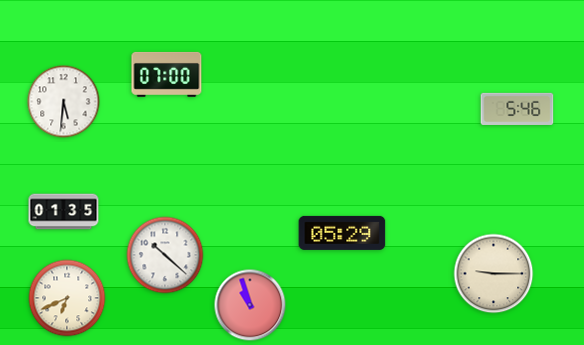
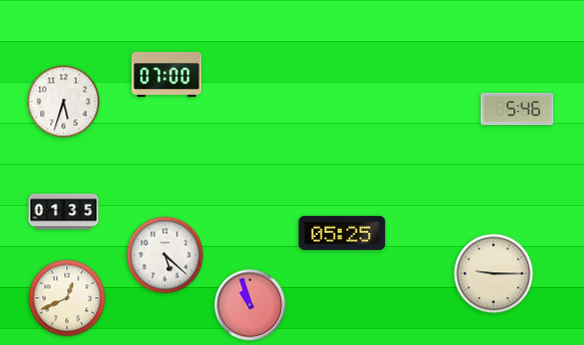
clock at (64, 102): 5:31 -> 5:33
clock at (342, 233): 05:29 -> 05:25
clock at (165, 255): 10:22 -> 5:22
clock at (67, 298): 6:41 -> 12:41
